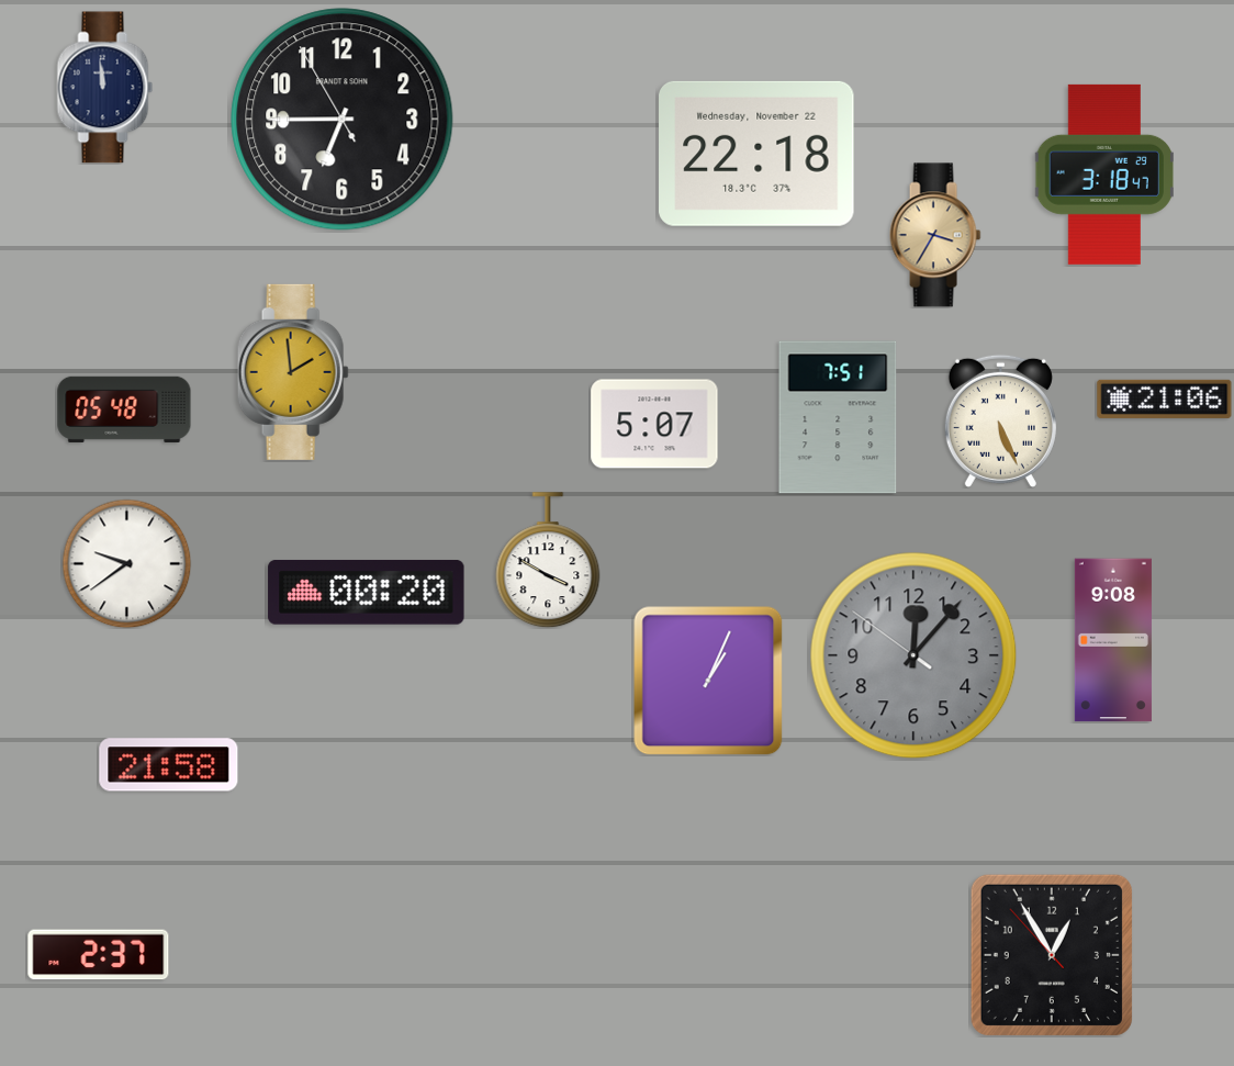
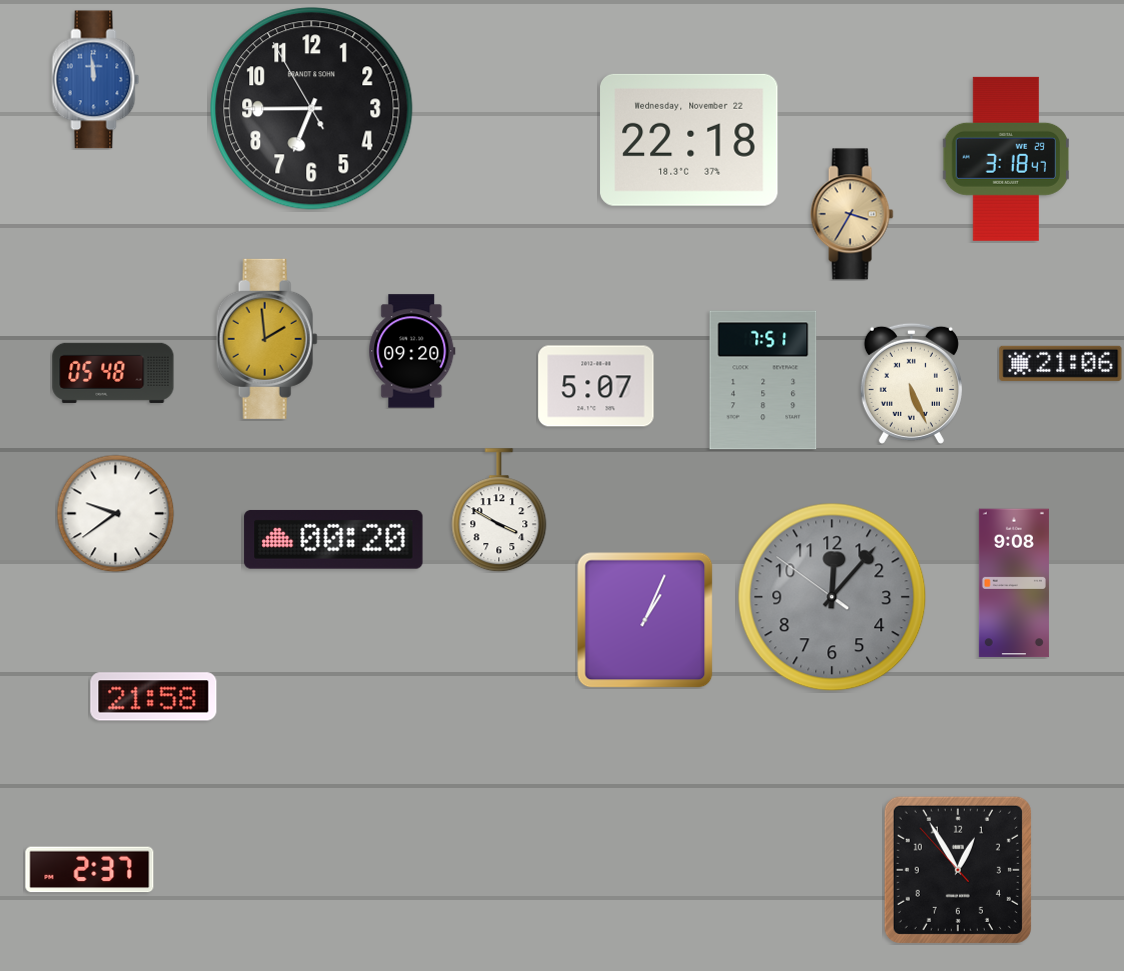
clock at (105, 88) dial: navy -> blue
clock at (412, 351): none -> 09:20
